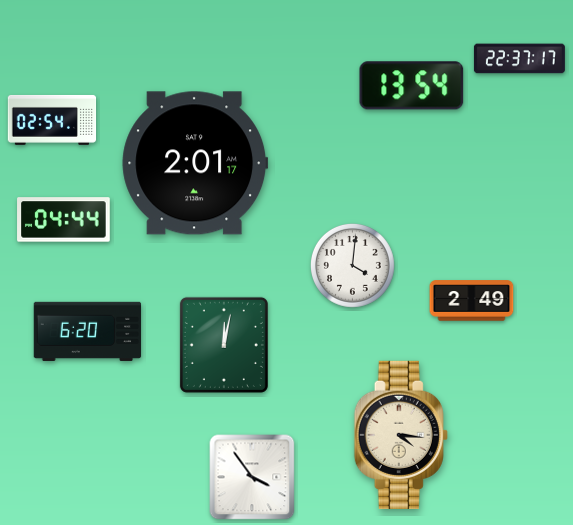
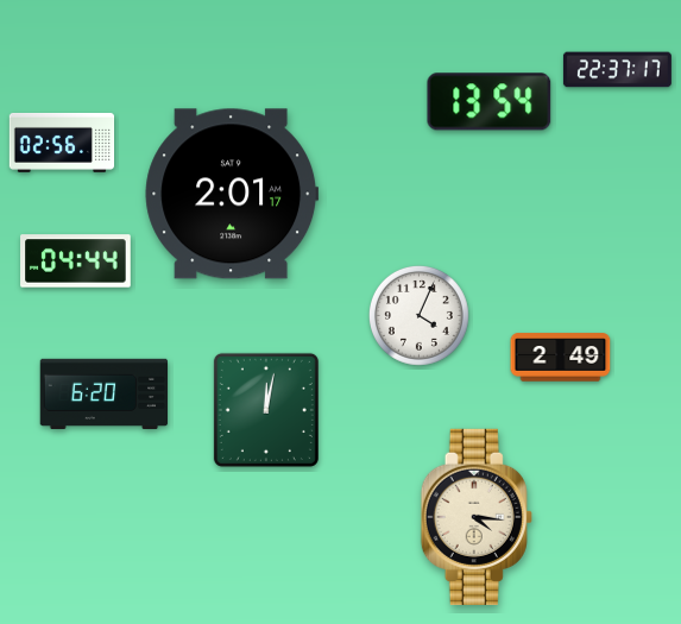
clock at (52, 120): 02:54 -> 02:56
clock at (353, 266): 4:01 -> 4:04
clock at (252, 477): 3:54 -> none
